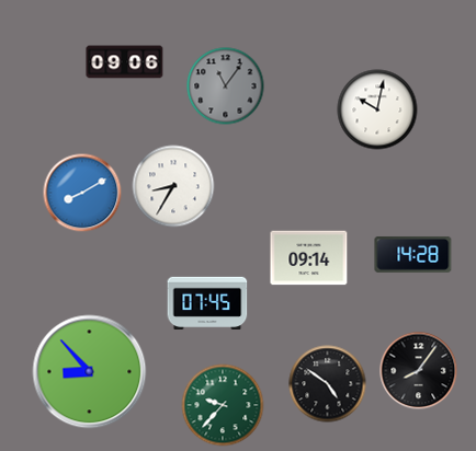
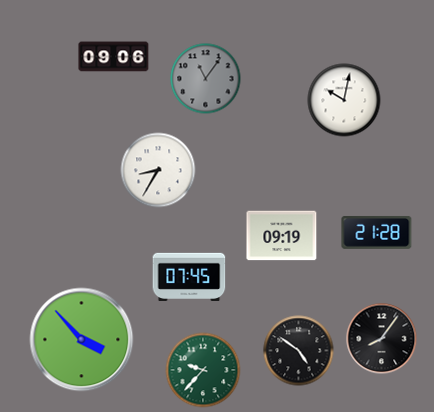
clock at (82, 193): 8:10 -> none
clock at (413, 254): 14:28 -> 21:28
clock at (309, 258): 09:14 -> 09:19
clock at (90, 372): 8:53 -> 3:53
